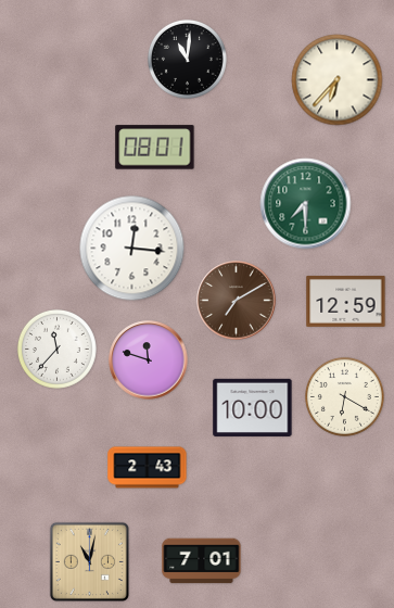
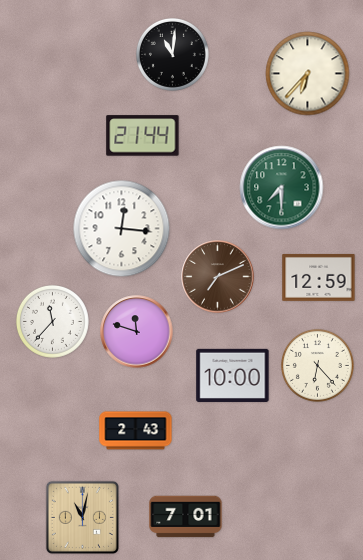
clock at (338, 80) position: (338, 80) -> (308, 74)
clock at (155, 148): 08:01 -> 21:44
clock at (237, 301): 7:10 -> 7:11
clock at (344, 396): 6:20 -> 6:23
